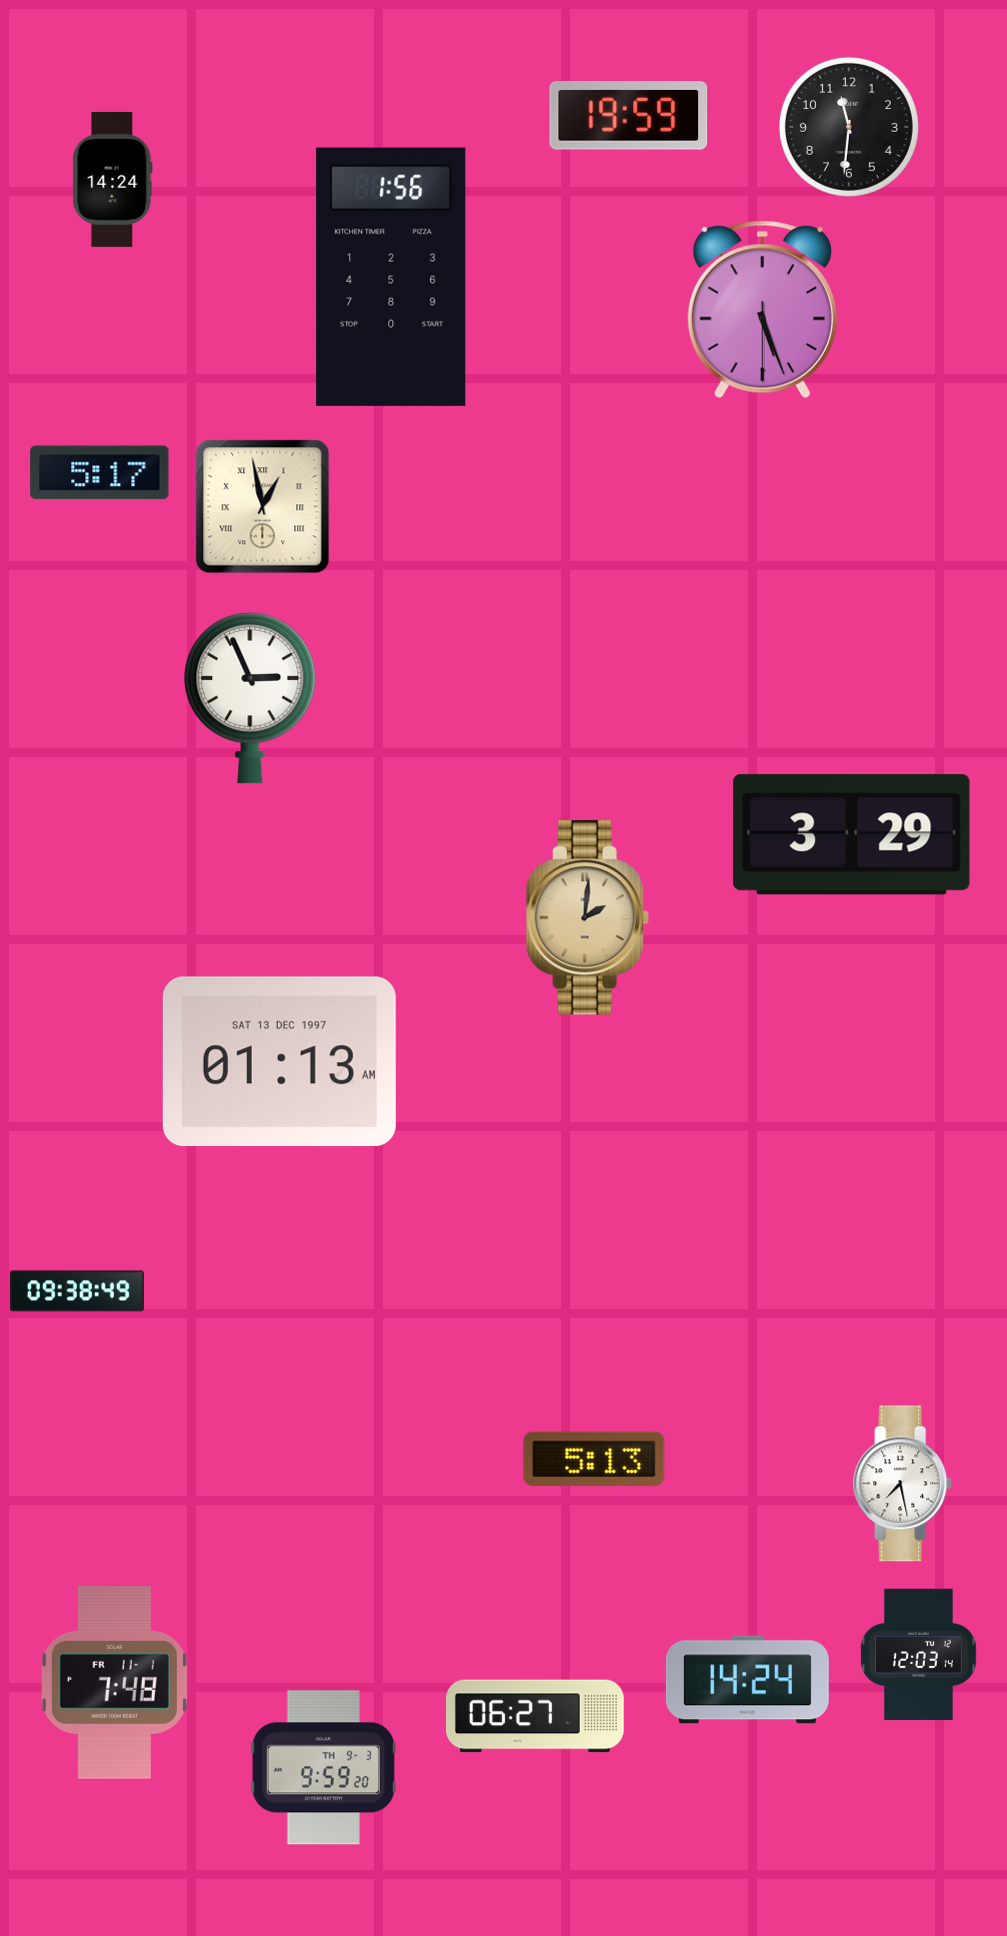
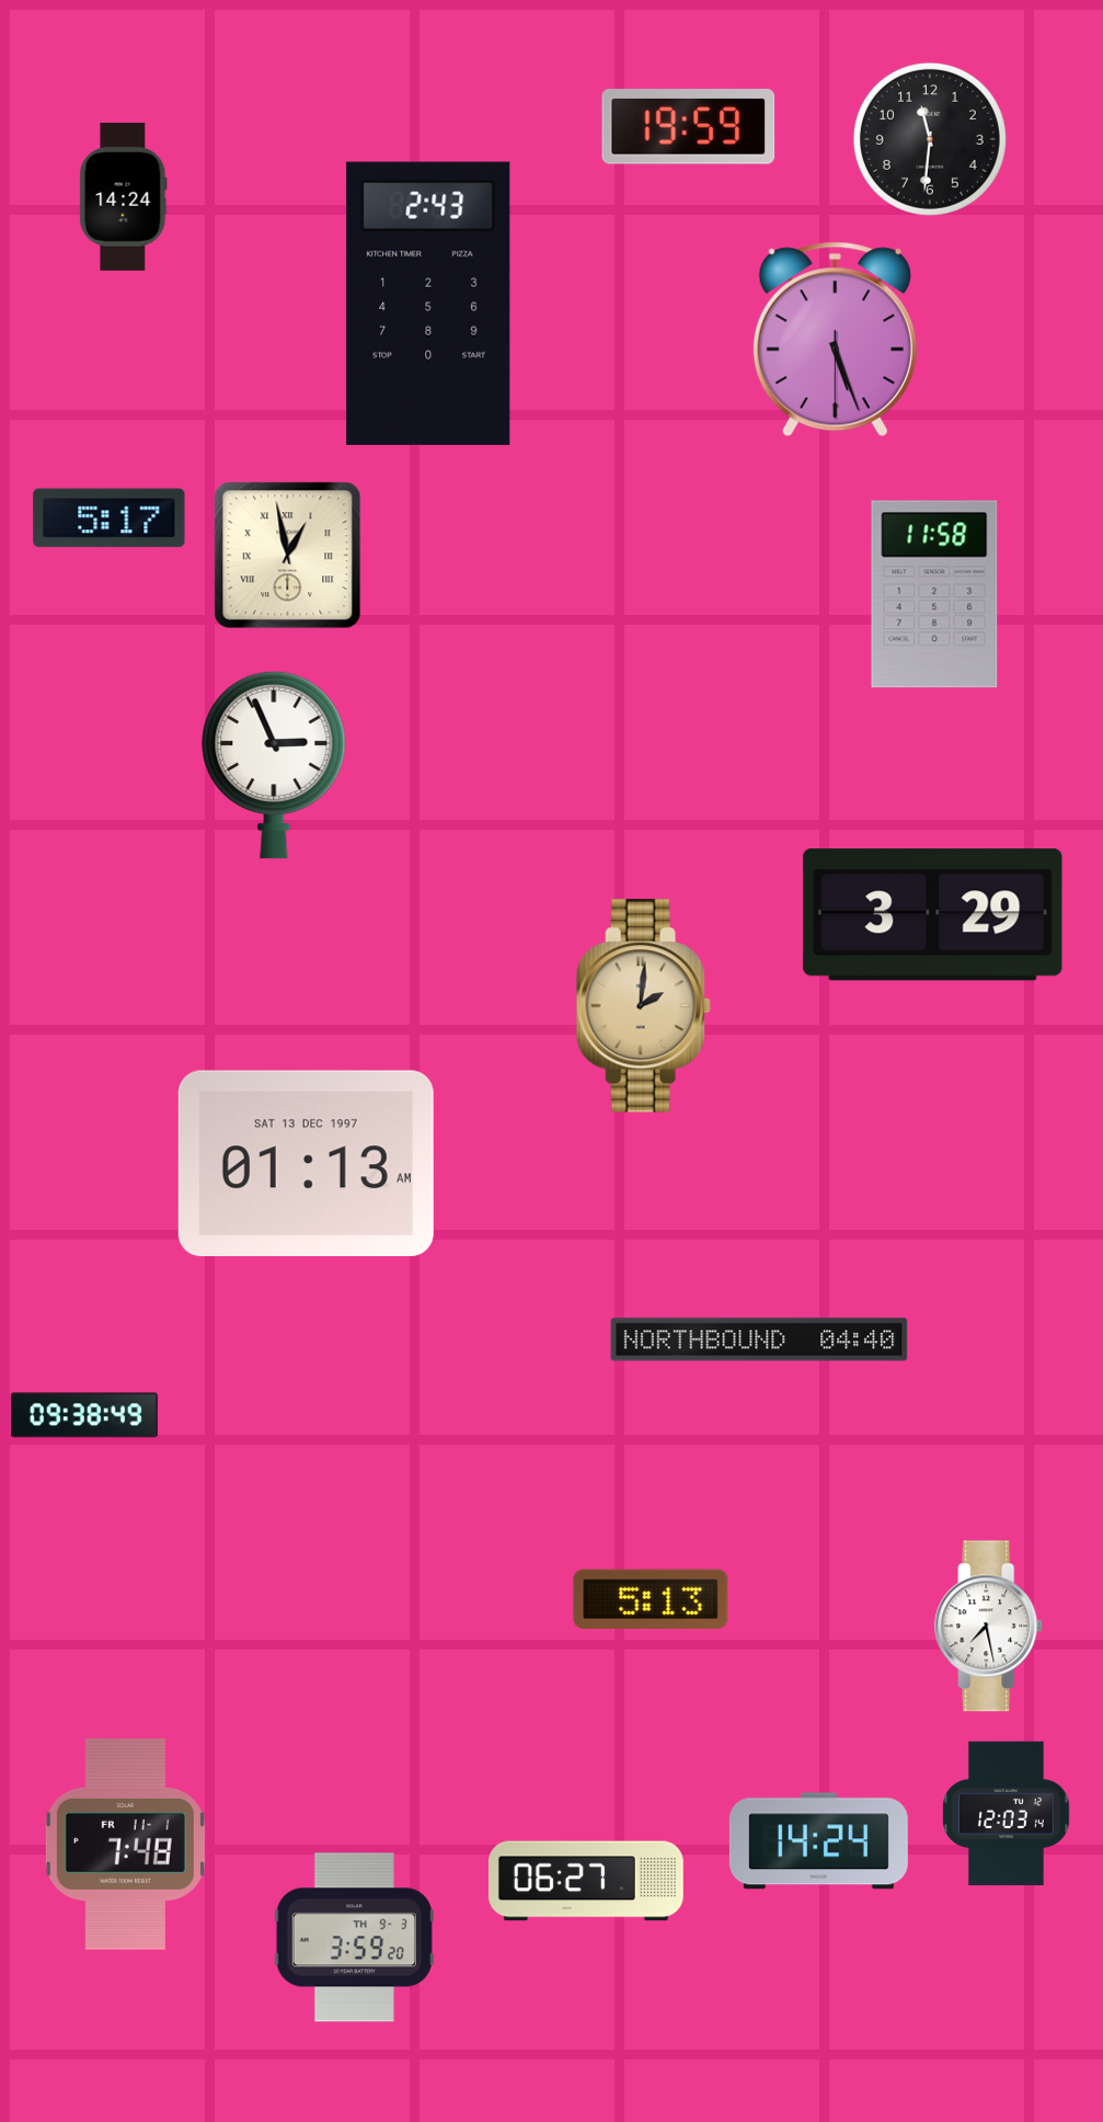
clock at (391, 277): 1:56 -> 2:43
clock at (934, 594): none -> 11:58
clock at (759, 1339): none -> 04:40
clock at (323, 1768): 9:59 -> 3:59
